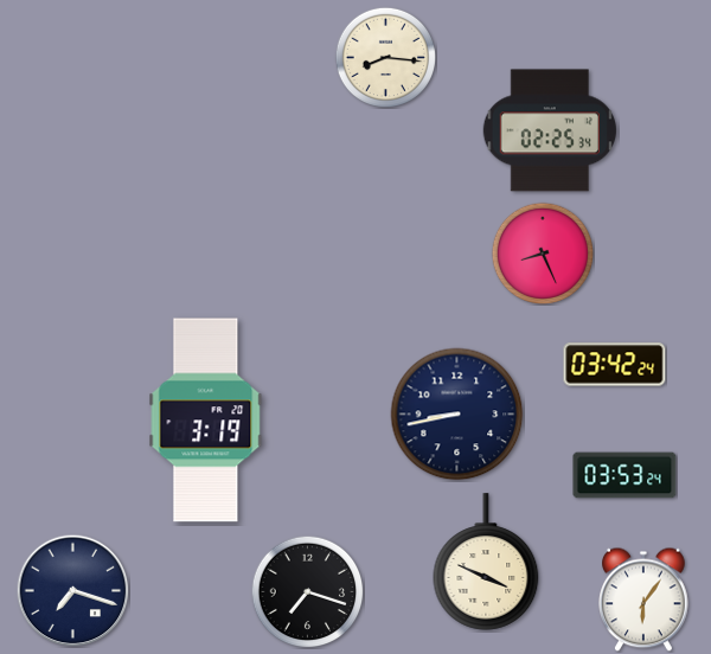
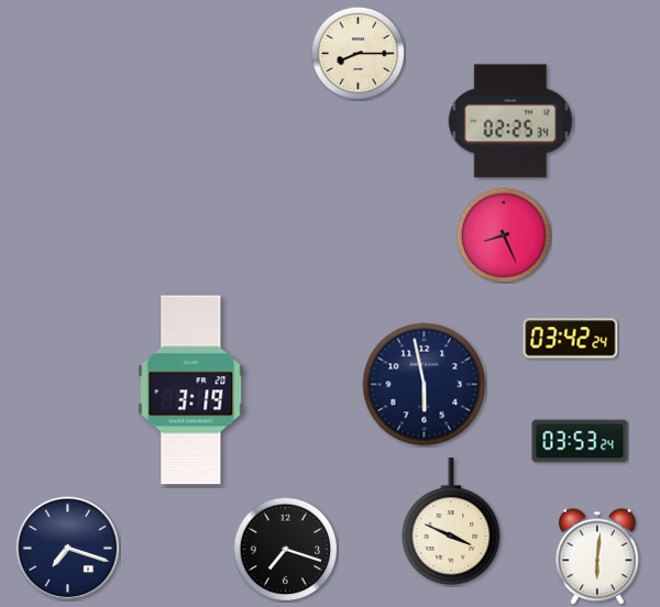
clock at (385, 57): 8:16 -> 8:15
clock at (457, 415): 8:43 -> 5:58
clock at (645, 599): 6:06 -> 6:01
